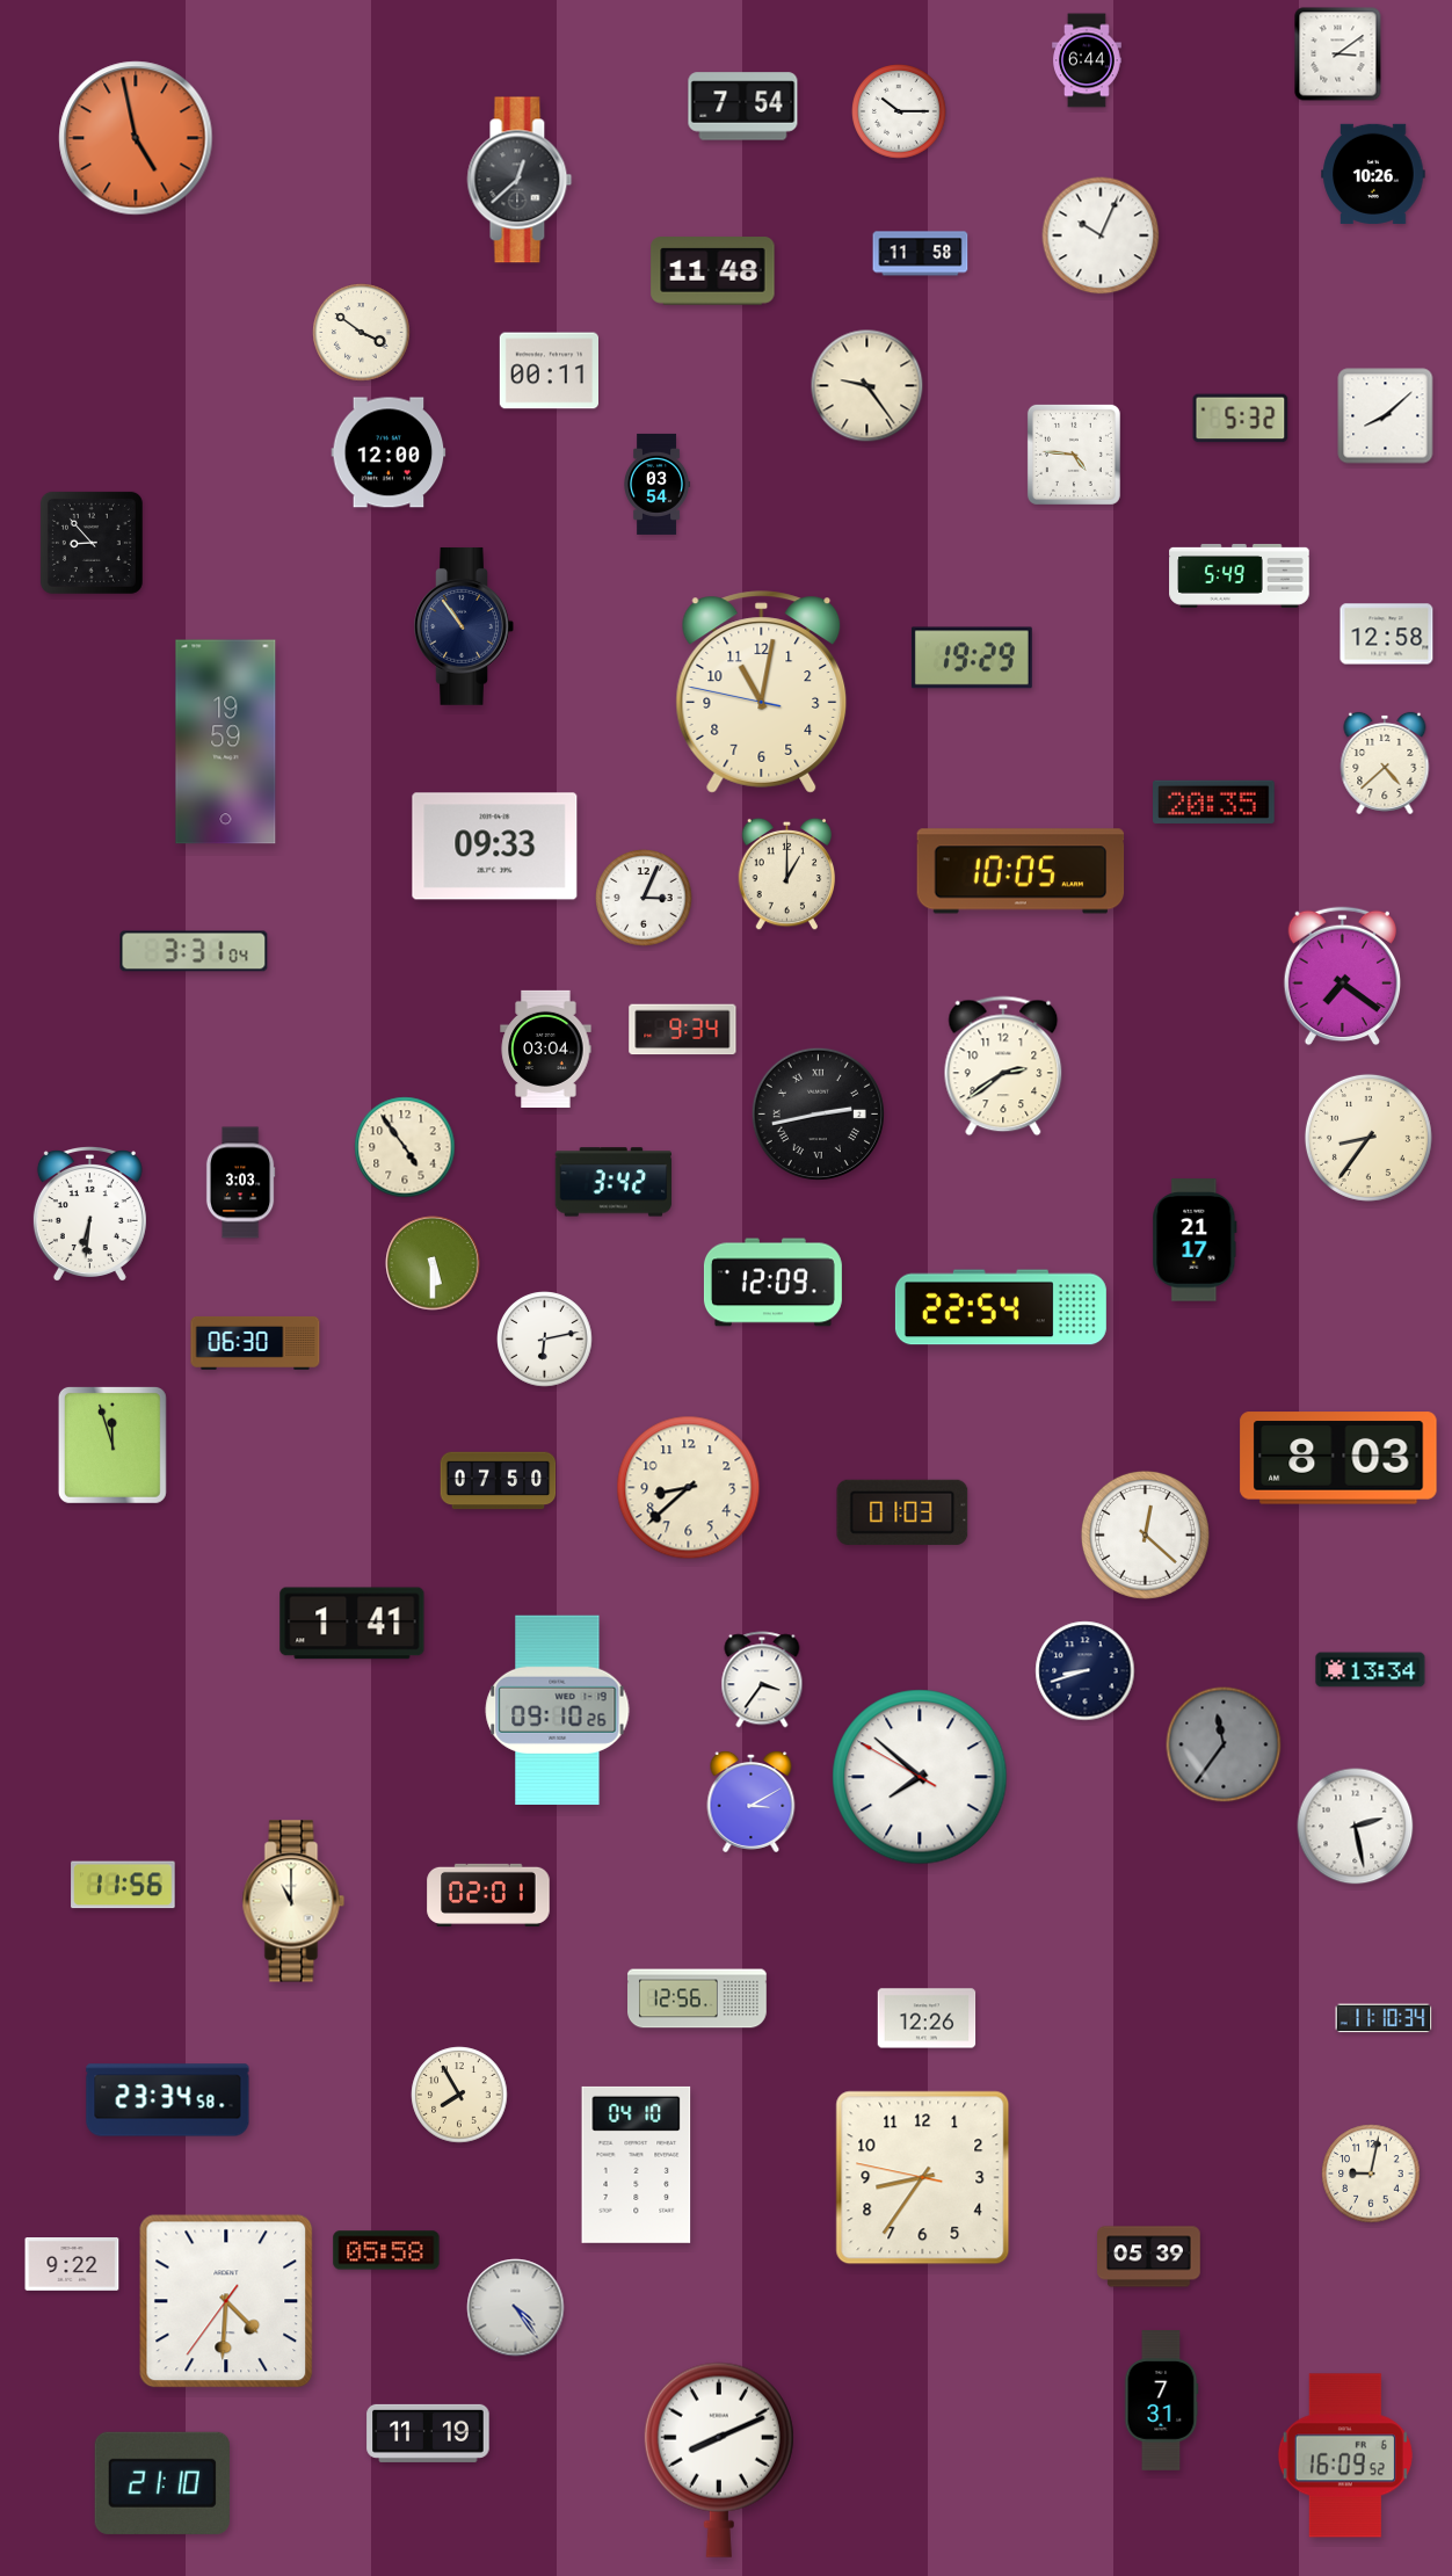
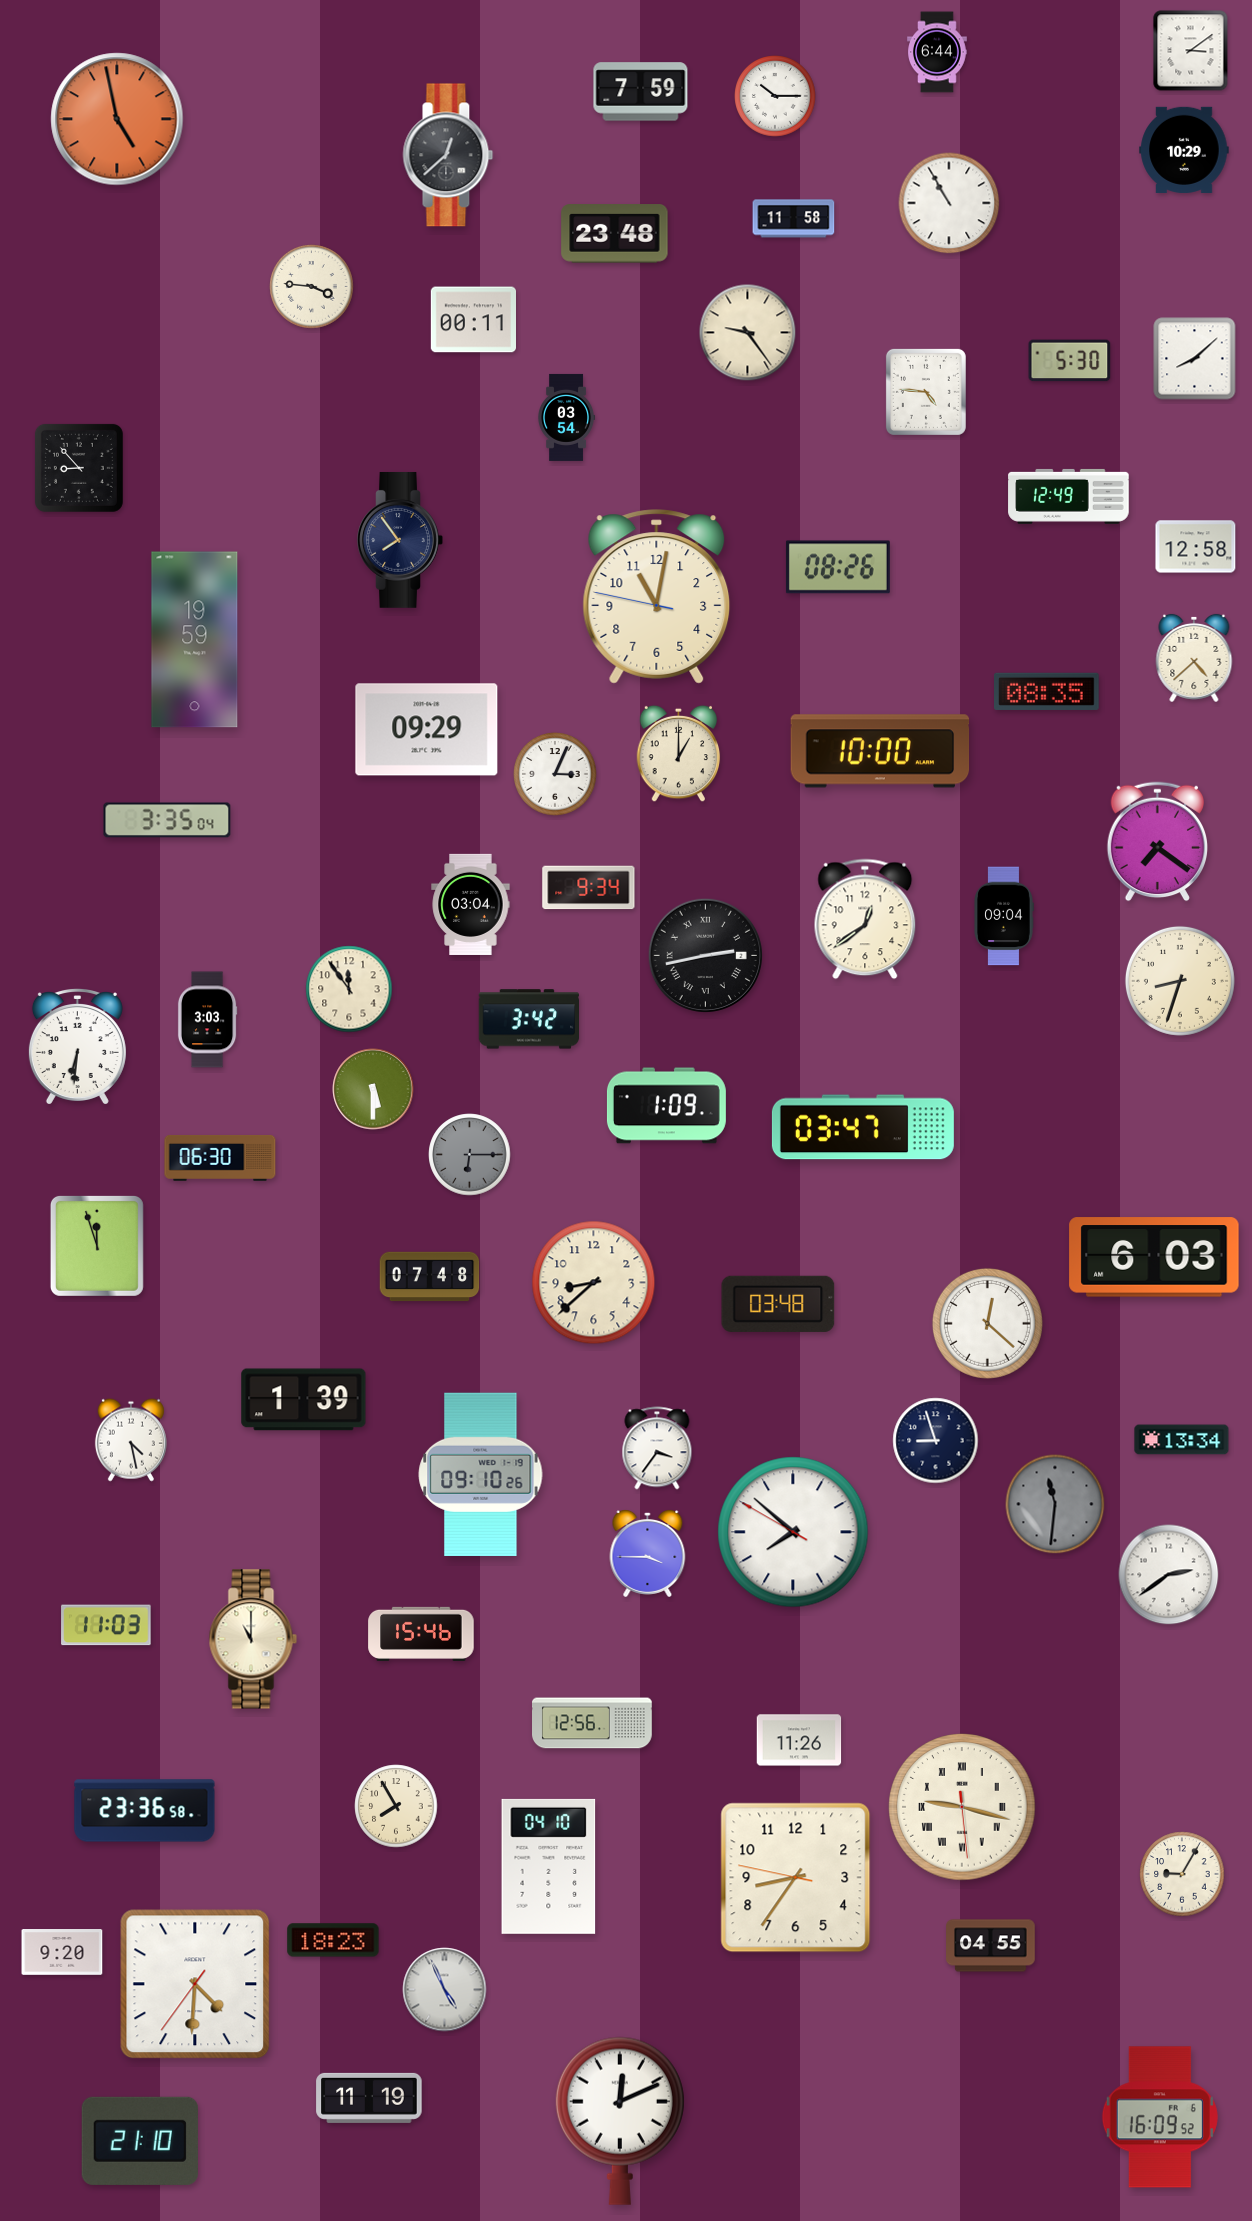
clock at (1338, 55) position: (1338, 55) -> (1191, 51)
clock at (743, 107): 7:54 -> 7:59
clock at (1373, 174): 10:26 -> 10:29
clock at (1101, 235): 10:04 -> 10:55
clock at (713, 271): 11:48 -> 23:48
clock at (362, 333): 3:51 -> 3:46
clock at (1241, 419): 5:32 -> 5:30
clock at (389, 452): 12:00 -> none
clock at (1240, 575): 5:49 -> 12:49
clock at (464, 626): 10:54 -> 7:54
clock at (972, 658): 19:29 -> 08:26
clock at (1214, 801): 20:35 -> 08:35
clock at (495, 847): 09:33 -> 09:29
clock at (1021, 871): 10:05 -> 10:00
clock at (194, 951): 3:31 -> 3:35
clock at (1004, 916): none -> 09:04
clock at (1003, 1066): 2:39 -> 12:39
clock at (818, 1113) position: (818, 1113) -> (705, 955)
clock at (1368, 1138): 8:36 -> 8:33
clock at (405, 1147): 4:54 -> 11:54
clock at (1195, 1240): 21:17 -> none
clock at (772, 1283): 12:09 -> 1:09
clock at (1001, 1307): 22:54 -> 03:47
clock at (545, 1340): 6:13 -> 6:15
clock at (545, 1340) dial: white -> grey
clock at (1338, 1458): 8:03 -> 6:03
clock at (499, 1481): 07:50 -> 07:48
clock at (902, 1512): 01:03 -> 03:48
clock at (353, 1624): 1:41 -> 1:39
clock at (131, 1440): none -> 4:28
clock at (1086, 1671): 8:42 -> 8:57
clock at (1224, 1744): 11:36 -> 11:31
clock at (752, 1802): 3:10 -> 3:45
clock at (1356, 1827): 2:28 -> 2:39
clock at (123, 1885): 11:56 -> 11:03
clock at (488, 1895): 02:01 -> 15:46
clock at (698, 1998) position: (698, 1998) -> (593, 1723)
clock at (927, 2018): 12:26 -> 11:26
clock at (1384, 2018): 11:10 -> none
clock at (962, 1807): none -> 9:17
clock at (168, 2100): 23:34 -> 23:36
clock at (1371, 2174): 9:02 -> 9:05
clock at (386, 2250): 05:58 -> 18:23
clock at (1149, 2257): 05:39 -> 04:55
clock at (72, 2265): 9:22 -> 9:20
clock at (516, 2308): 4:24 -> 4:56
clock at (1161, 2401): 7:31 -> none
clock at (719, 2460): 8:11 -> 12:11
